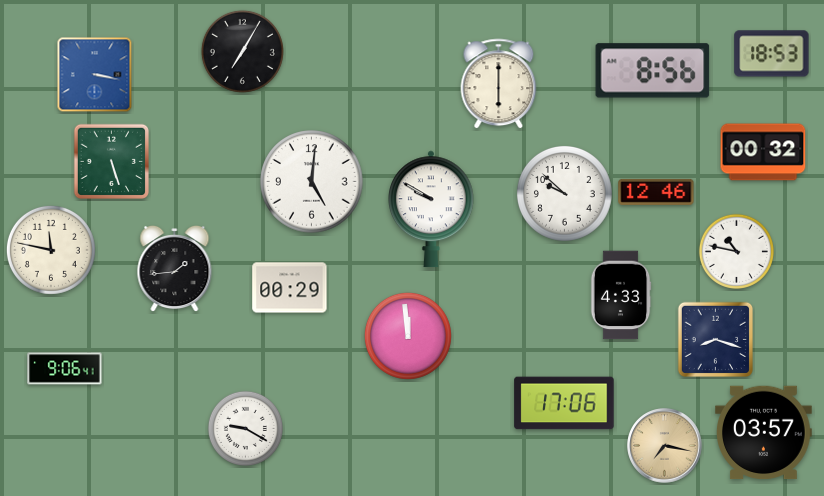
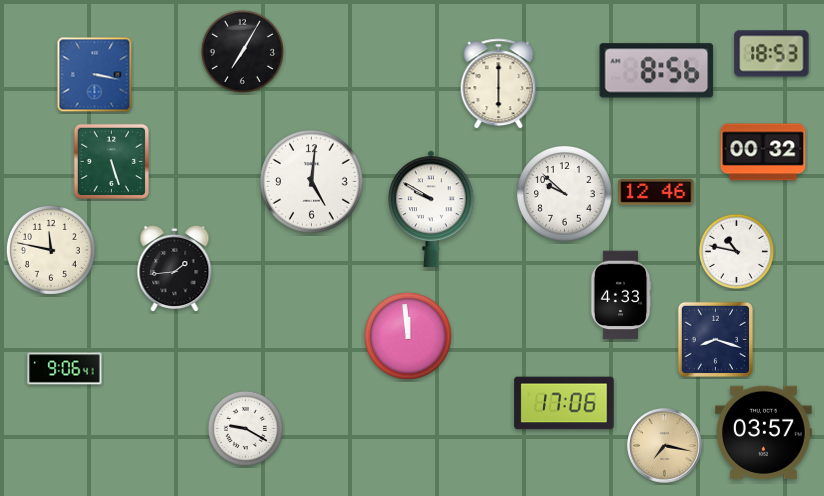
clock at (653, 71) position: (653, 71) -> (657, 71)
clock at (290, 288): 00:29 -> none
